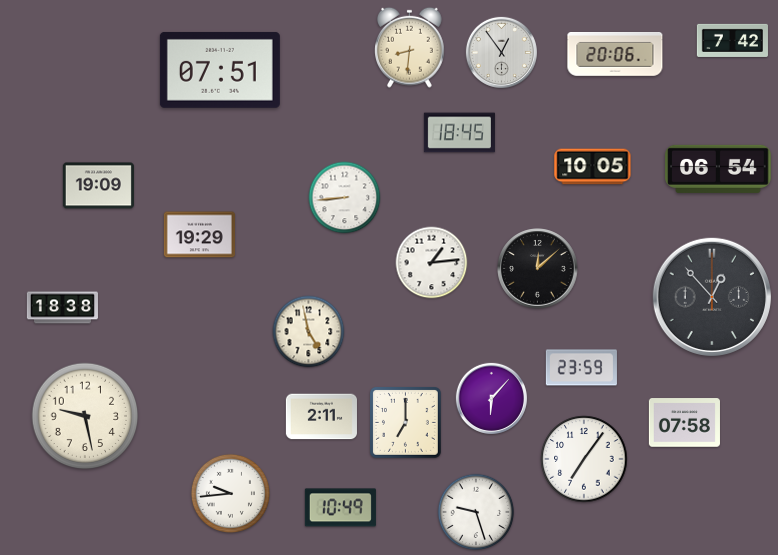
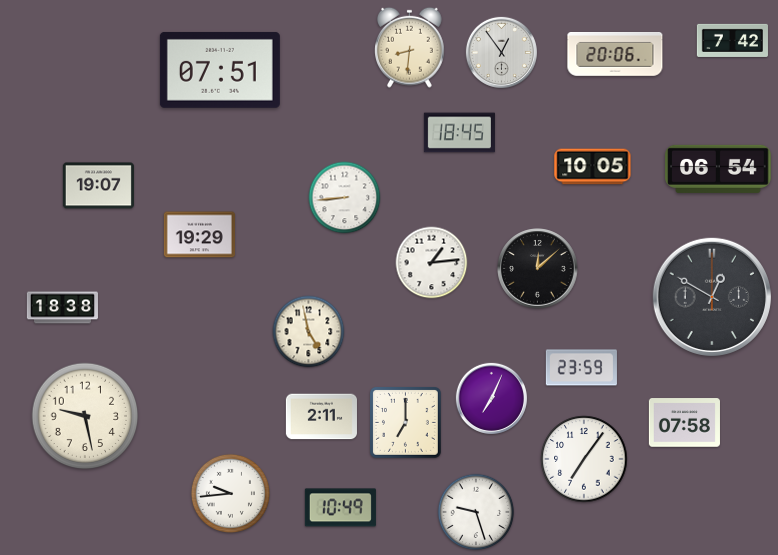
clock at (98, 186): 19:09 -> 19:07
clock at (712, 297): 12:53 -> 12:50
clock at (491, 398): 6:07 -> 7:04
